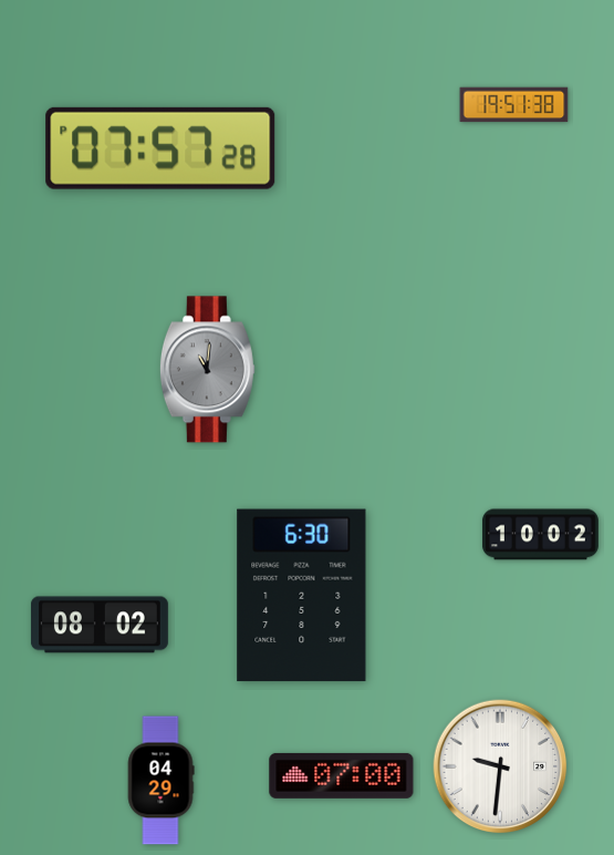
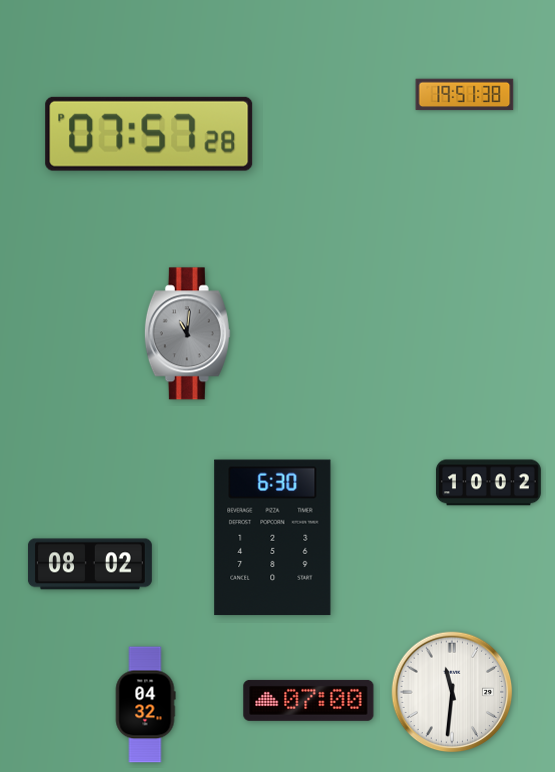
clock at (160, 148) position: (160, 148) -> (149, 134)
clock at (500, 766): 9:31 -> 11:31
clock at (160, 781): 04:29 -> 04:32
